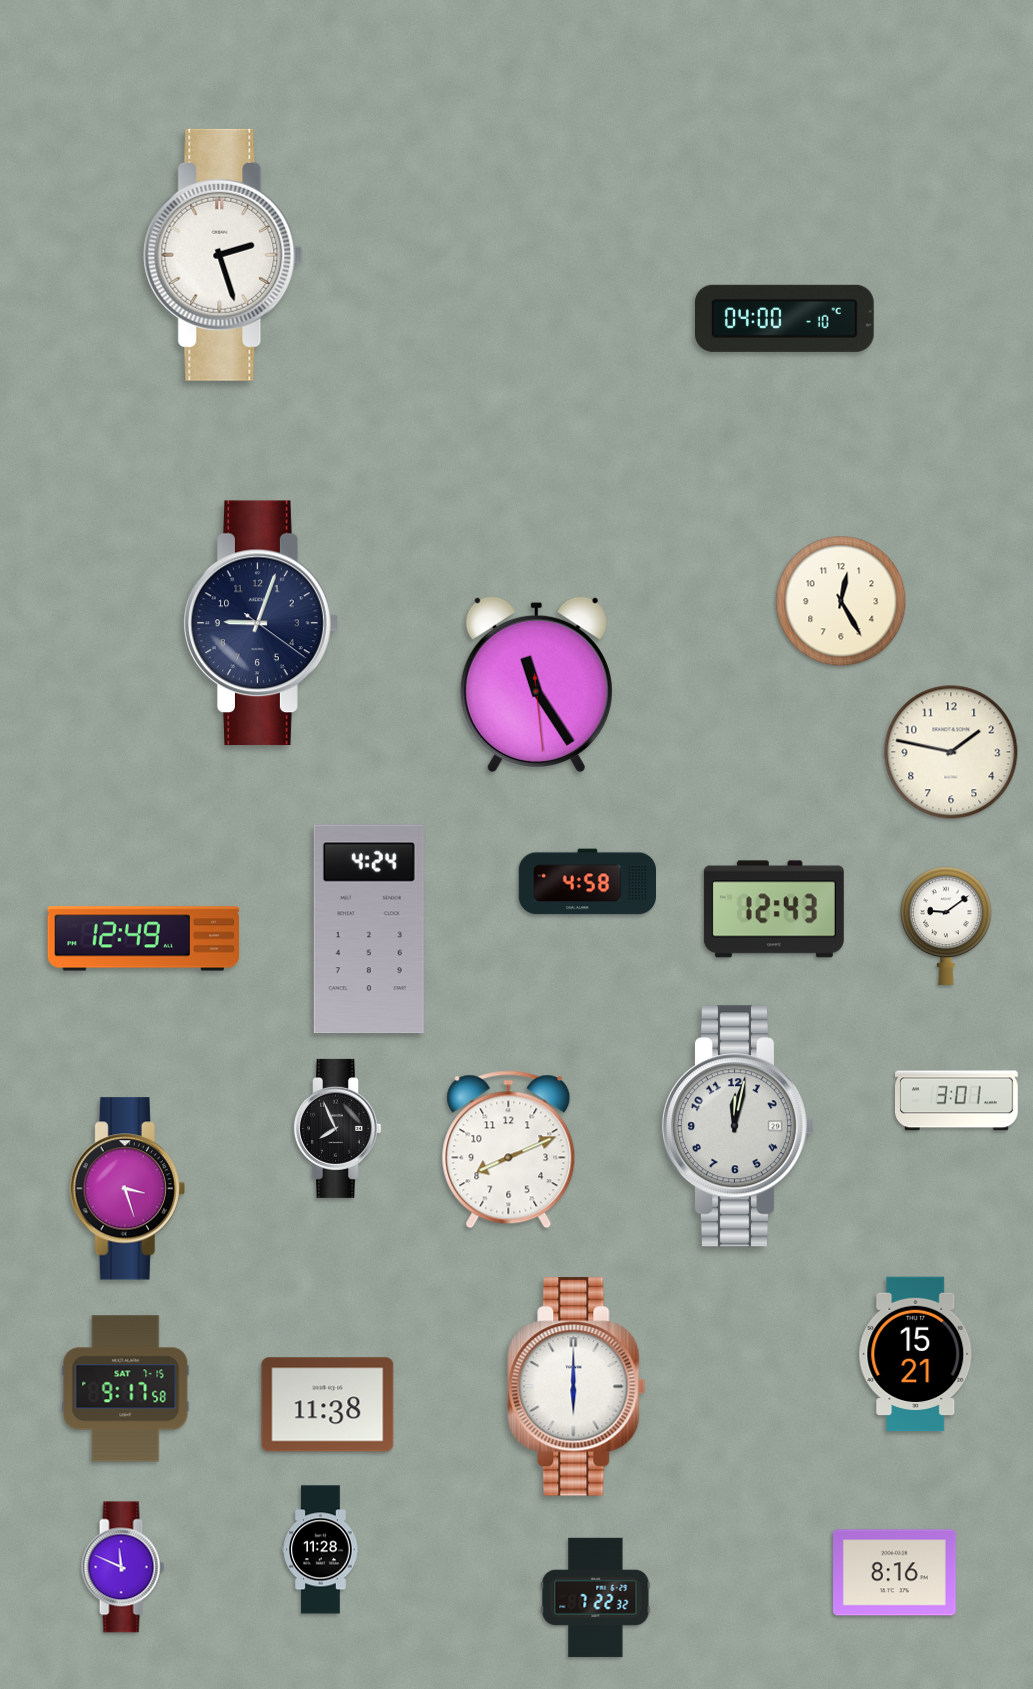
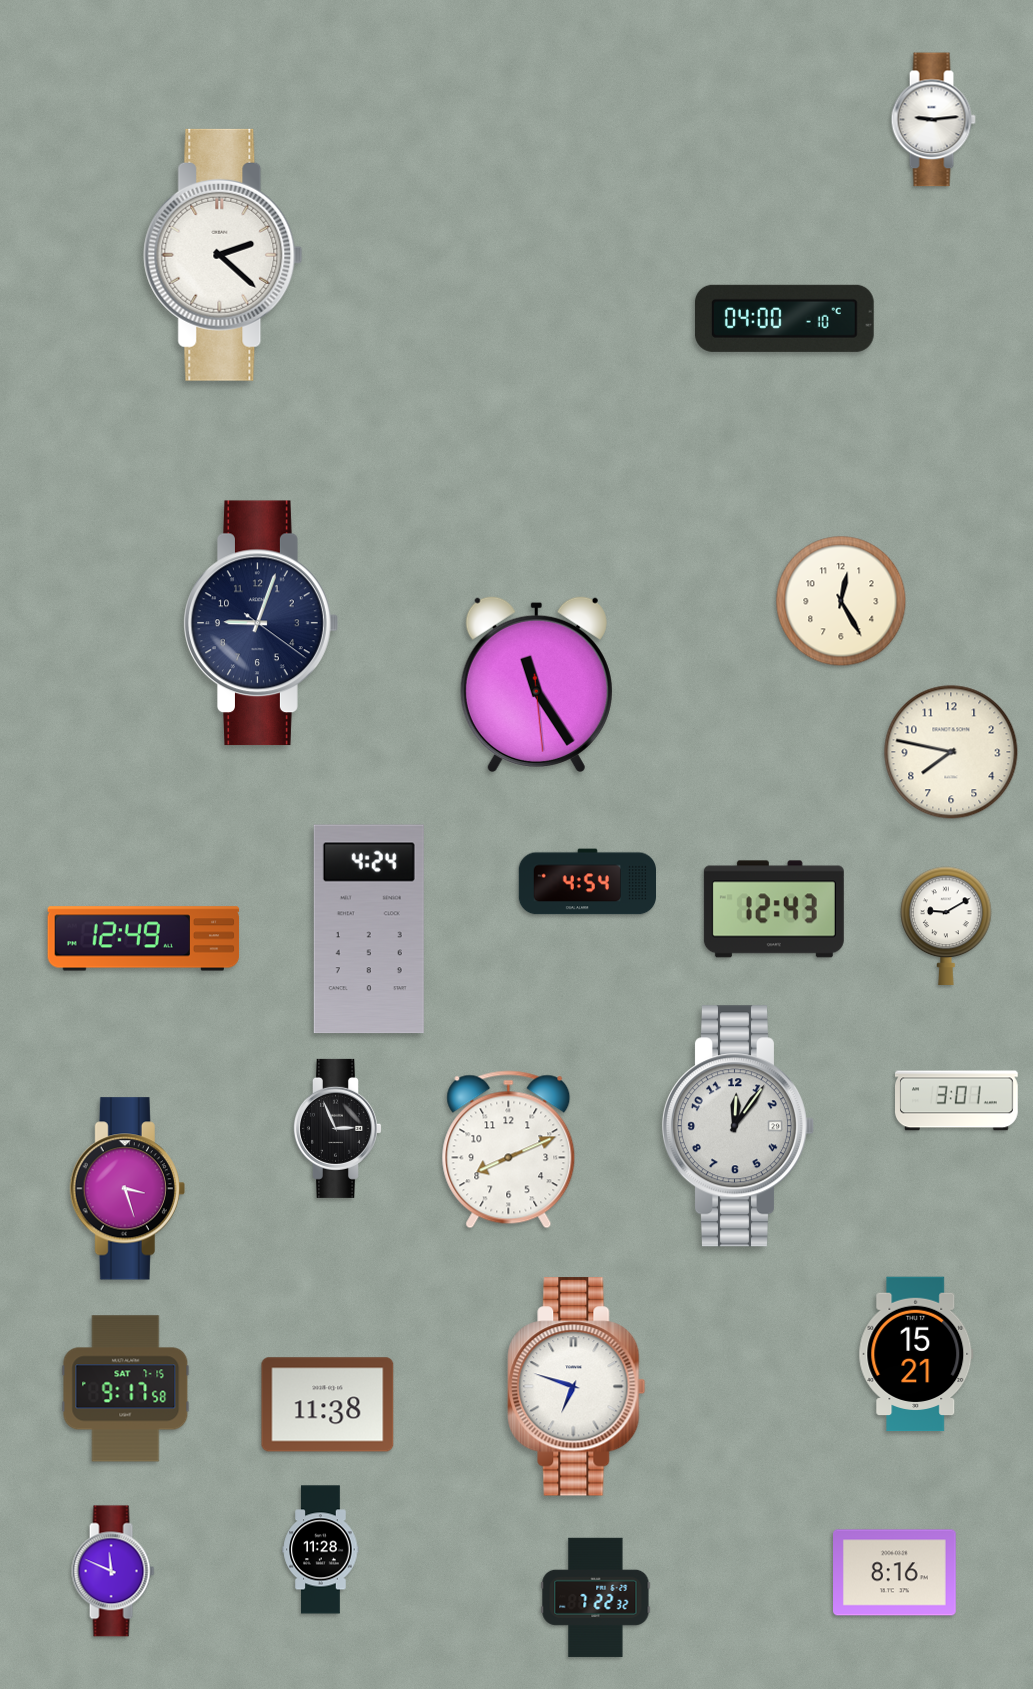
clock at (933, 120): none -> 9:14
clock at (223, 255): 2:27 -> 2:22
clock at (951, 752): 1:47 -> 7:47
clock at (587, 882): 4:58 -> 4:54
clock at (946, 925): 9:09 -> 9:10
clock at (738, 1126): 12:02 -> 12:06
clock at (337, 1128): 7:56 -> 2:56
clock at (577, 1387): 6:00 -> 6:48
clock at (123, 1567) position: (123, 1567) -> (113, 1571)
